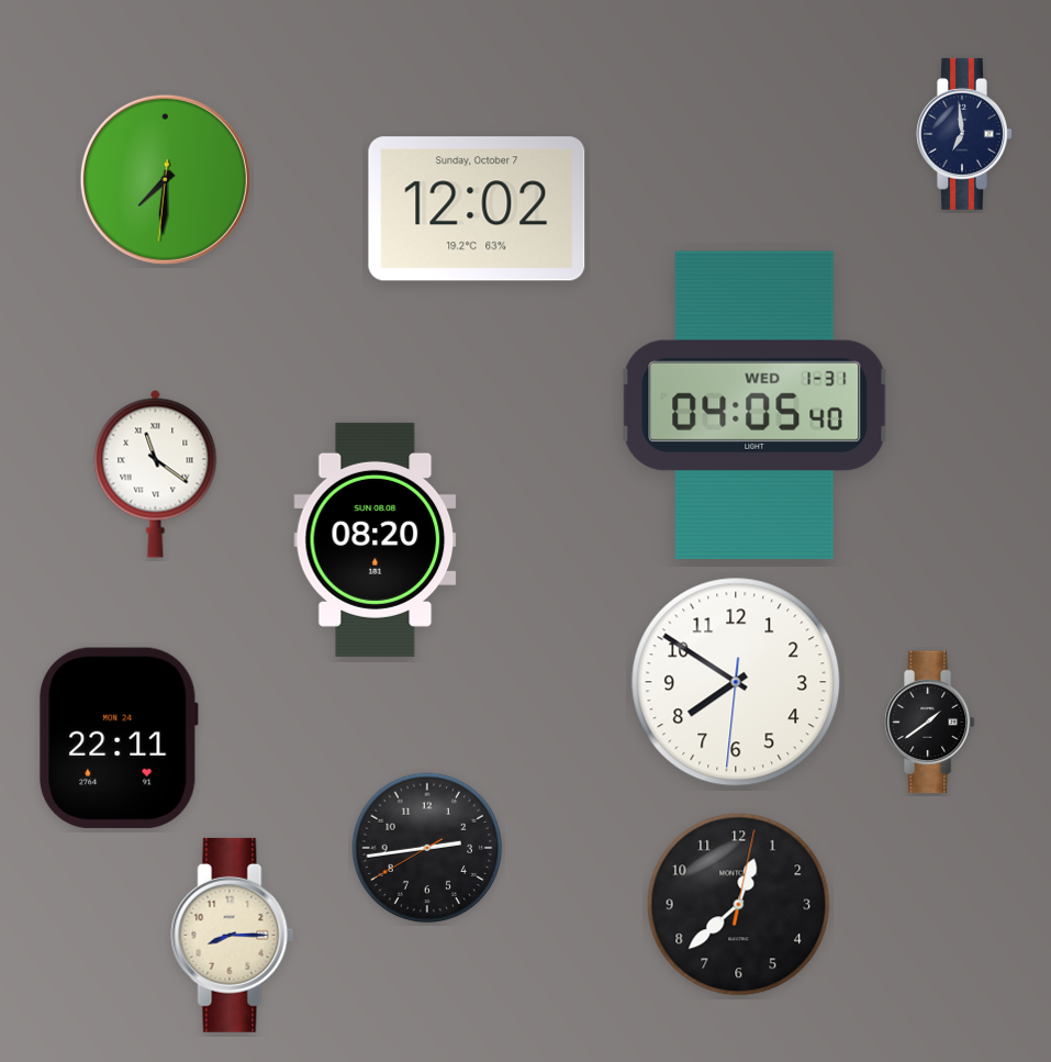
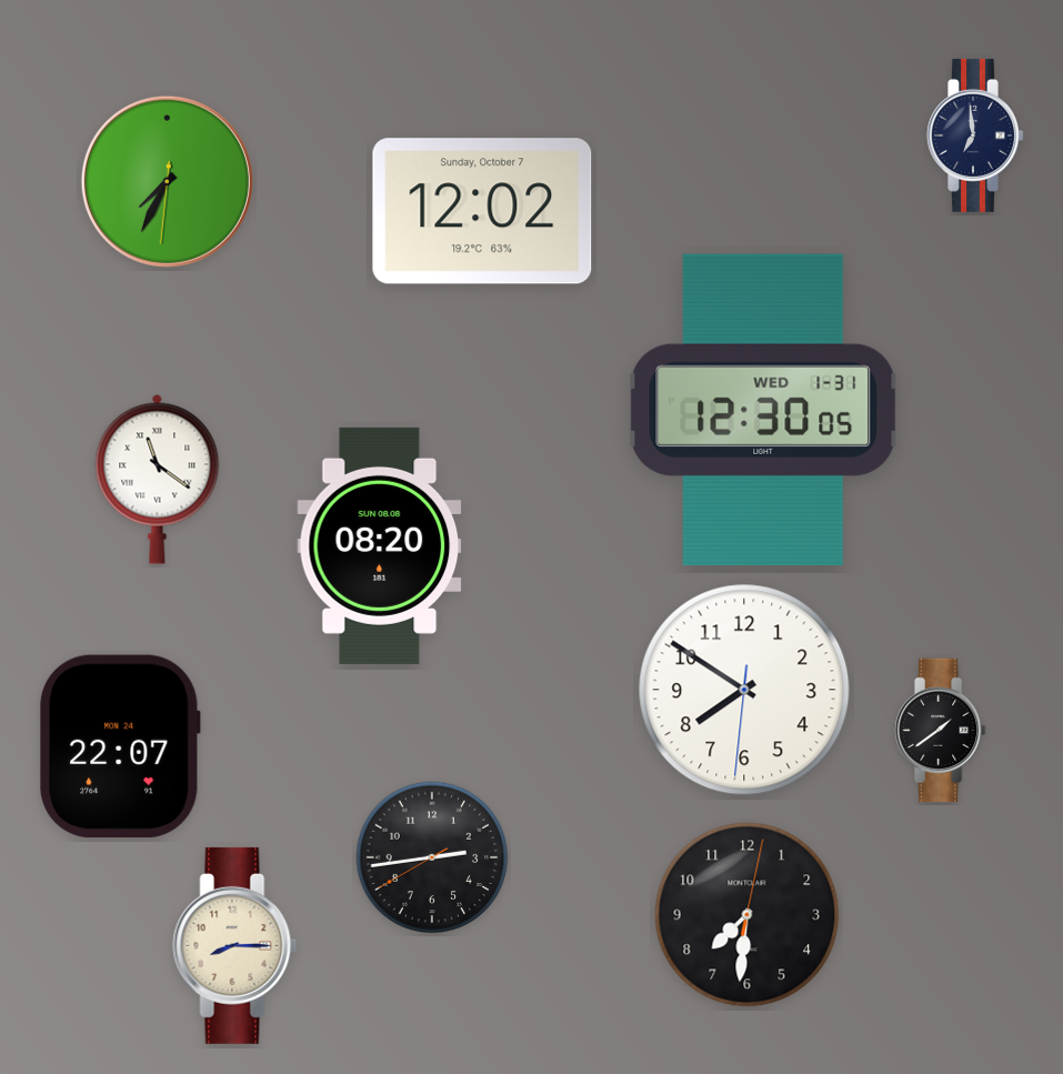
clock at (165, 179): 7:30 -> 7:34
clock at (754, 404): 04:05 -> 12:30
clock at (119, 738): 22:11 -> 22:07
clock at (739, 905): 12:38 -> 7:31
